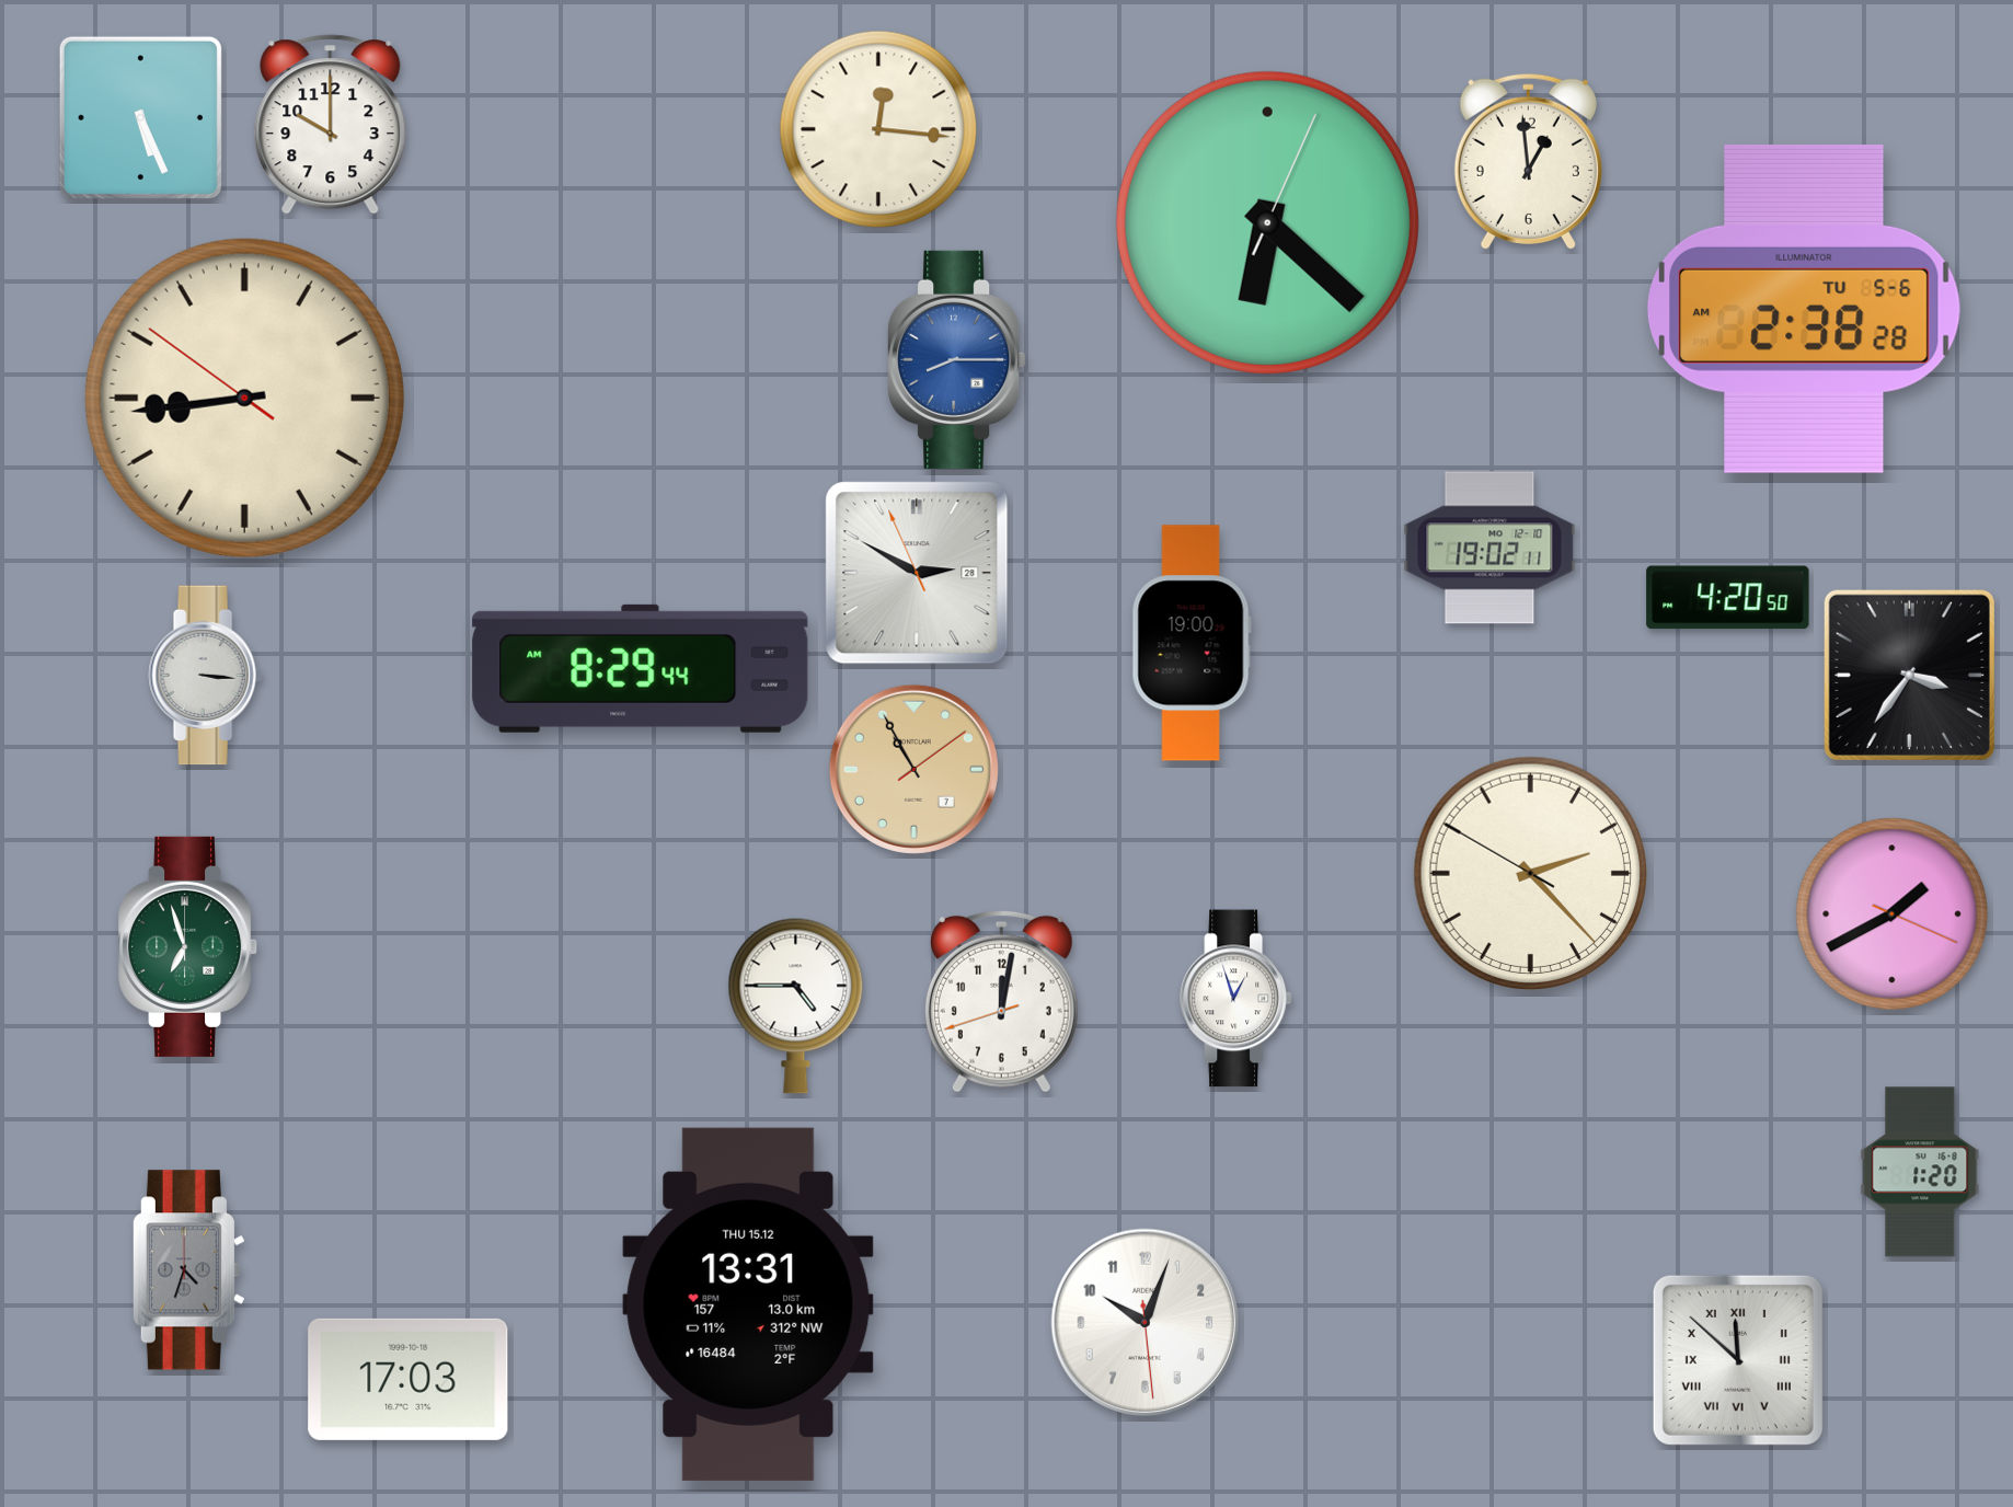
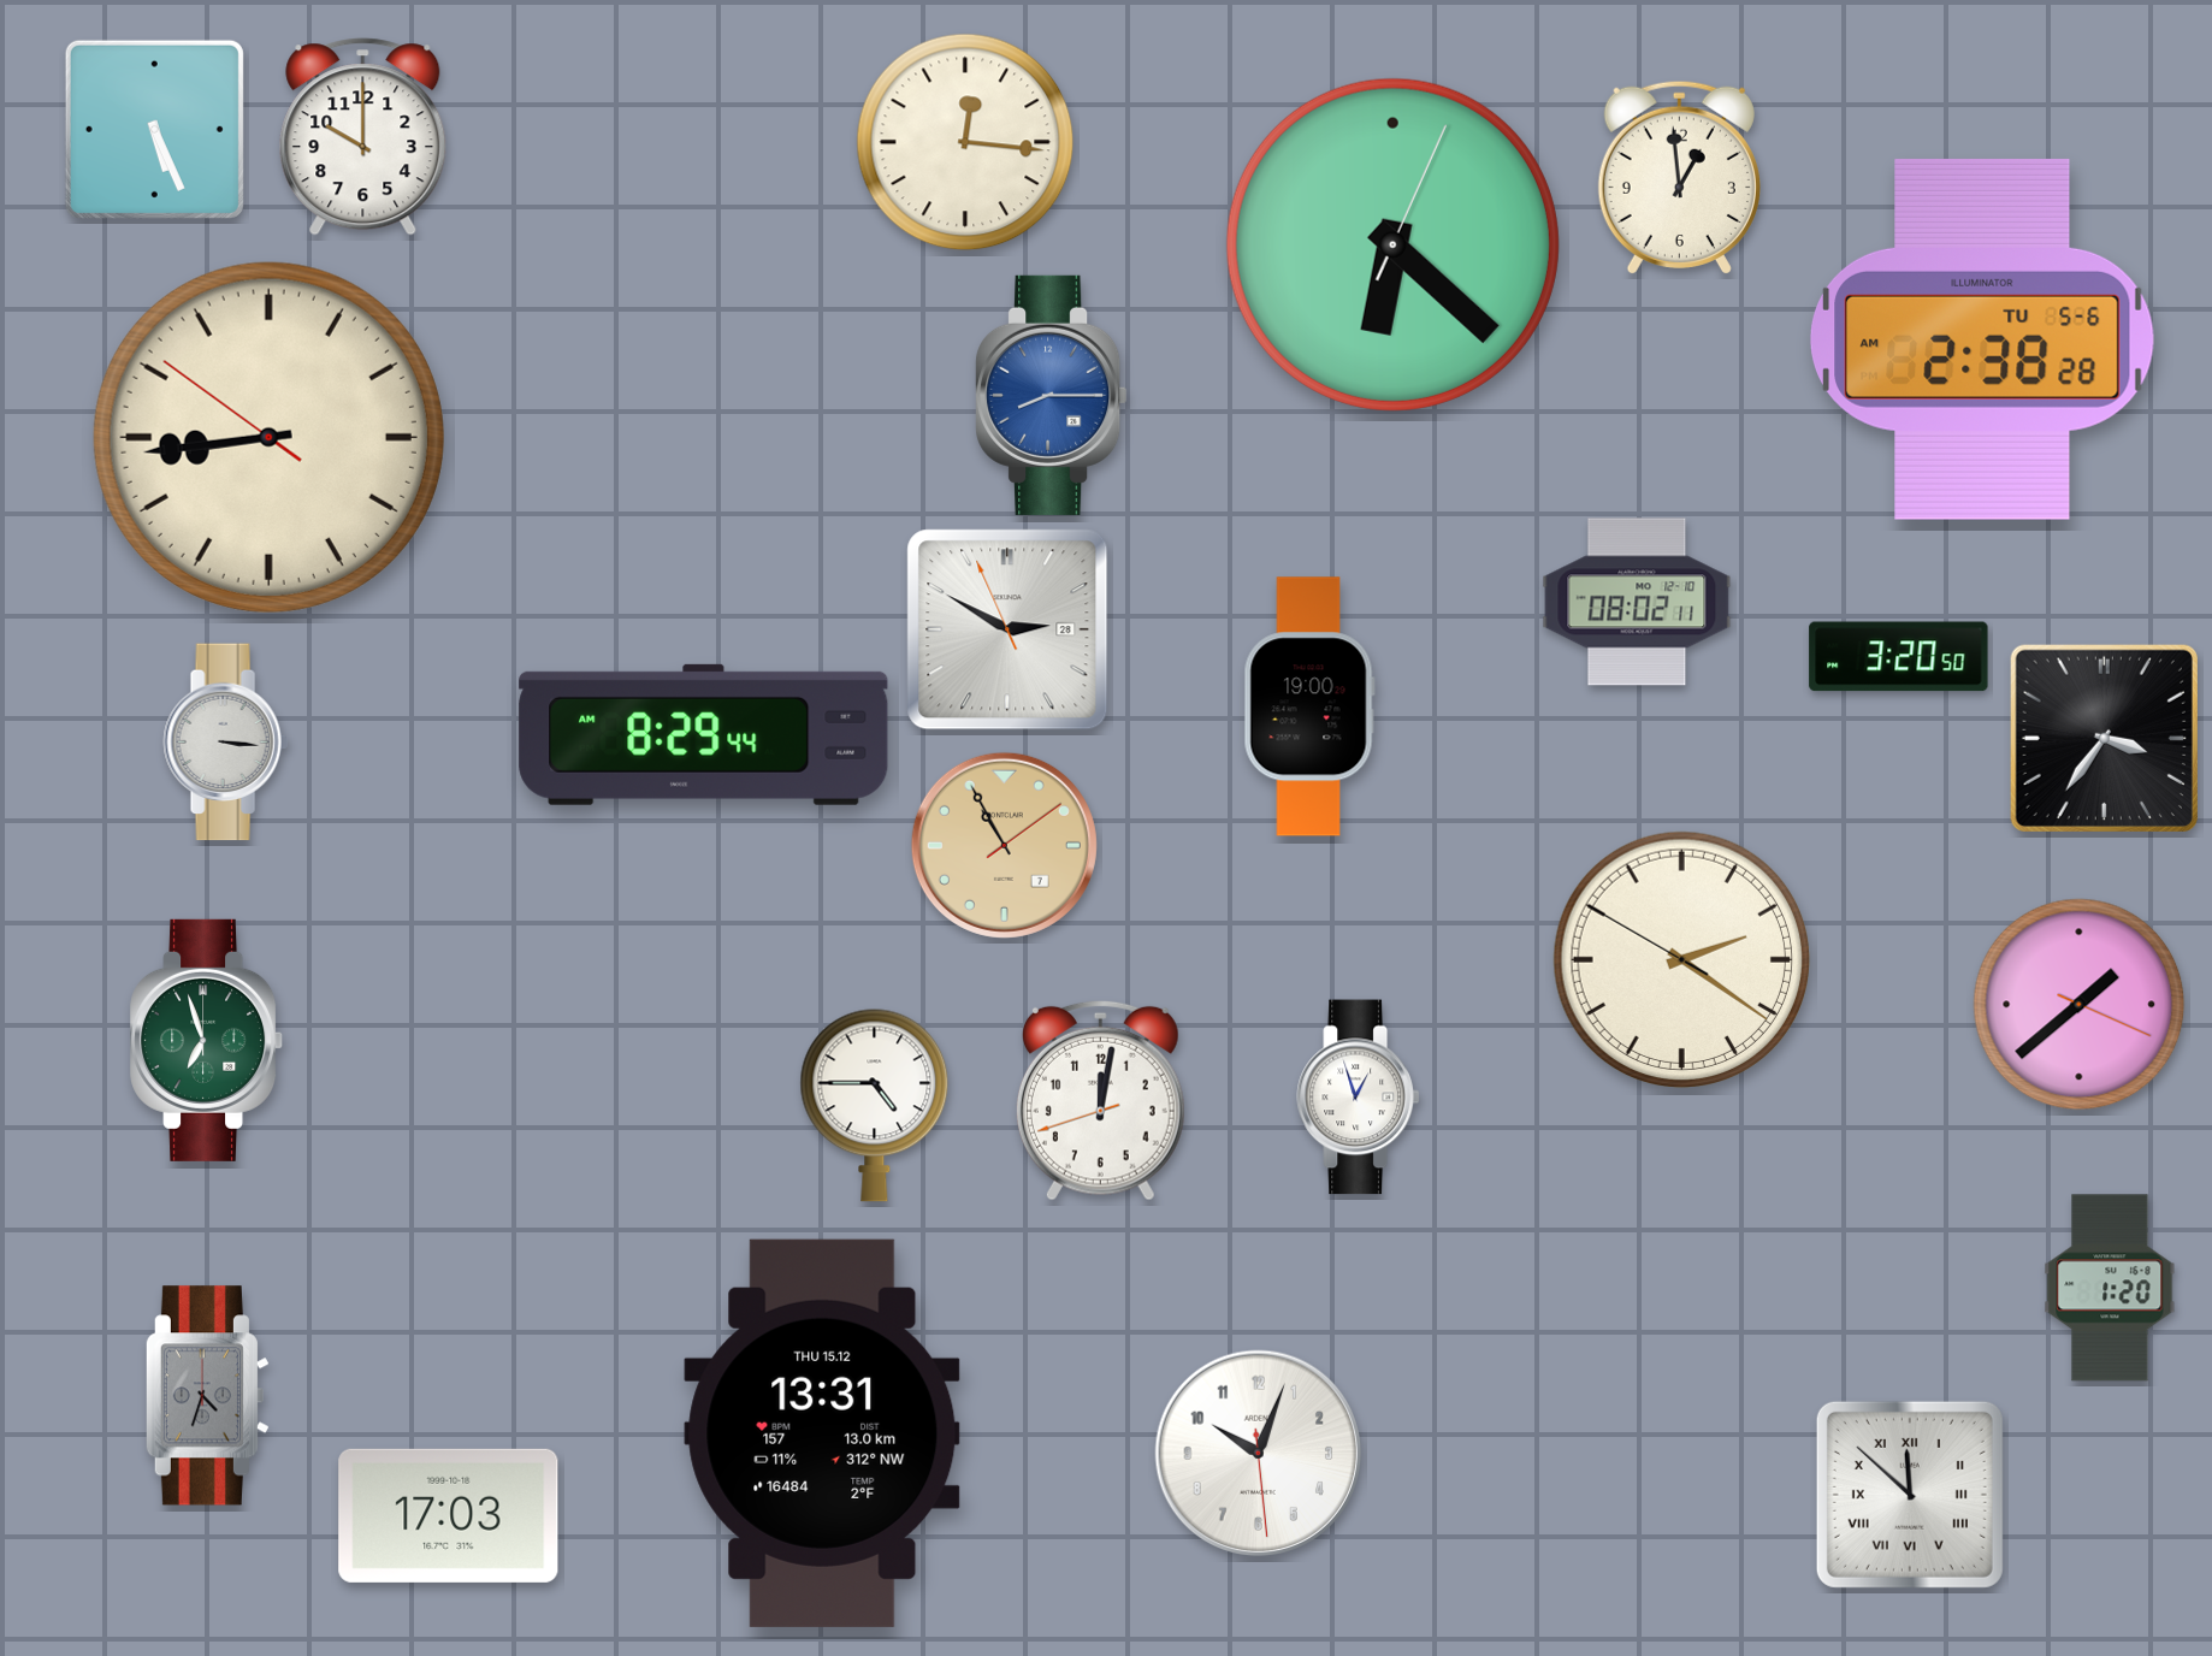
clock at (1489, 548): 19:02 -> 08:02
clock at (1728, 598): 4:20 -> 3:20
clock at (1909, 675) position: (1909, 675) -> (2104, 738)
clock at (1531, 874): 2:22 -> 2:20
clock at (1893, 914): 1:40 -> 1:38
